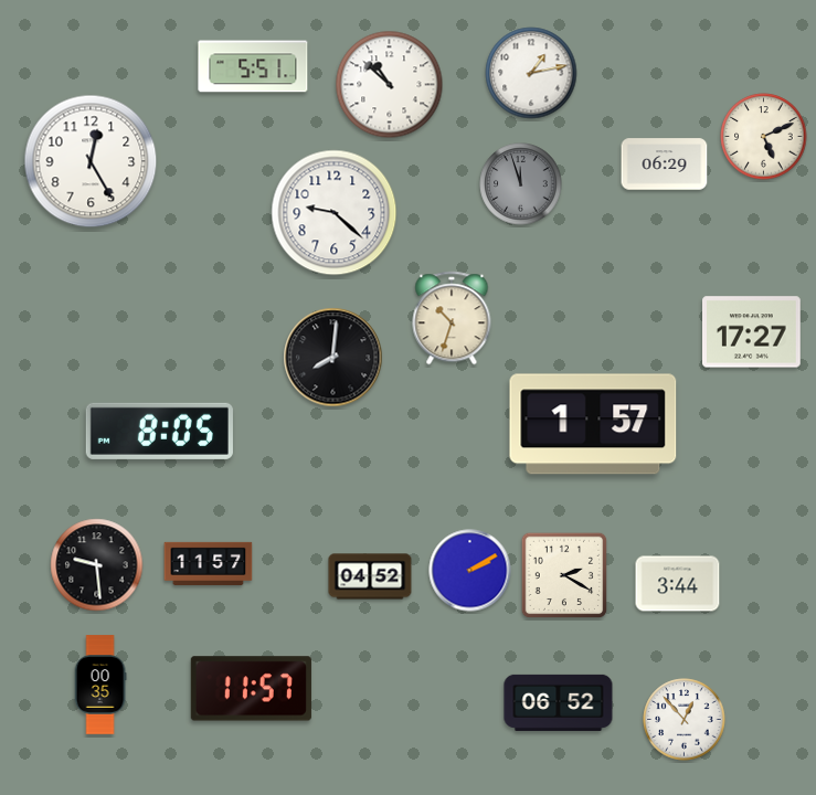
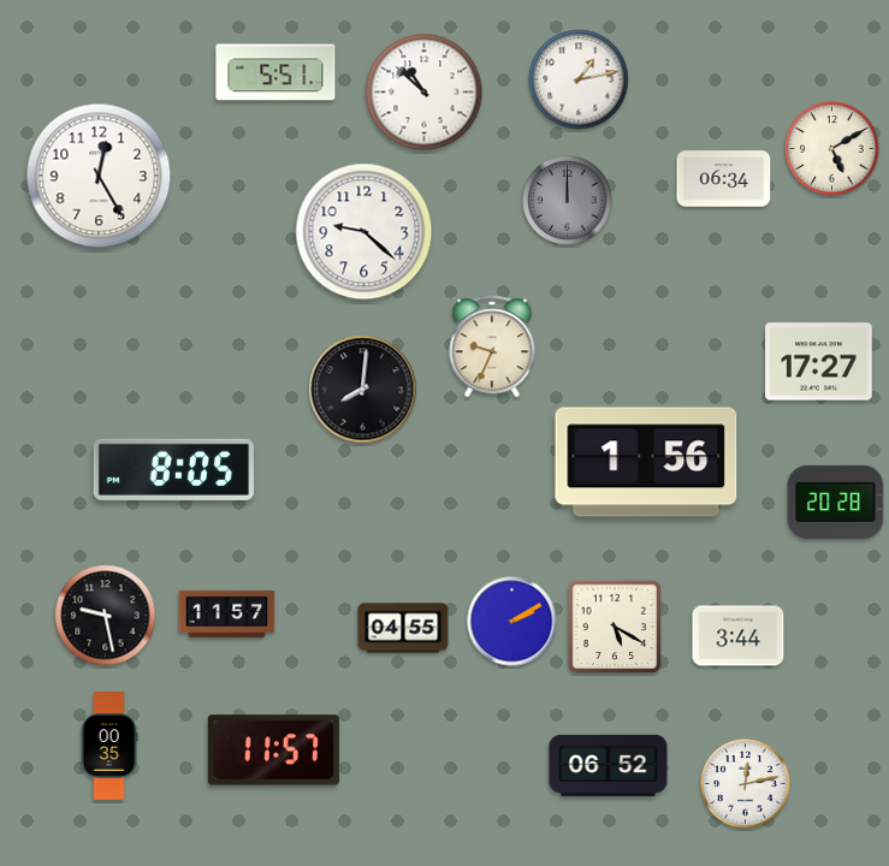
clock at (764, 137): 5:11 -> 5:10
clock at (665, 165): 06:29 -> 06:34
clock at (521, 184): 11:57 -> 12:00
clock at (452, 318): 10:33 -> 9:34
clock at (593, 424): 1:57 -> 1:56
clock at (836, 502): none -> 20:28
clock at (97, 565): 9:29 -> 9:28
clock at (564, 575): 2:20 -> 5:20
clock at (370, 576): 04:52 -> 04:55
clock at (685, 720): 12:53 -> 12:13
